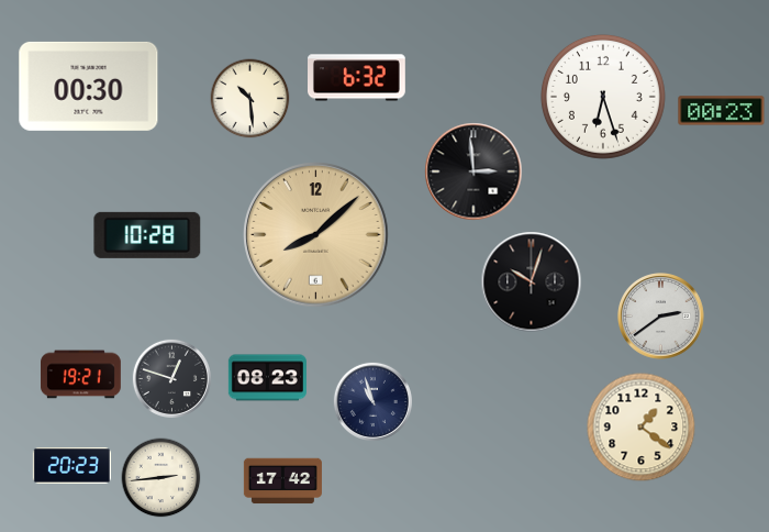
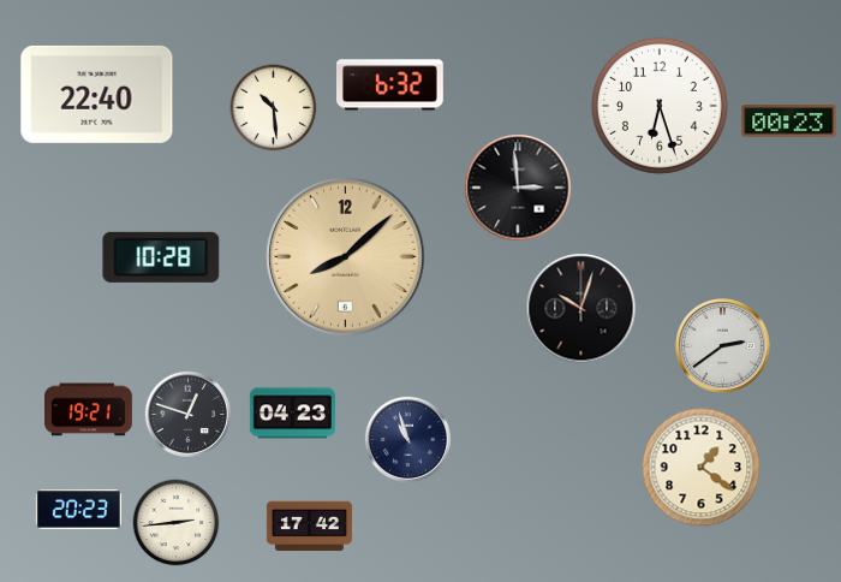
clock at (89, 86): 00:30 -> 22:40
clock at (267, 378): 08:23 -> 04:23
